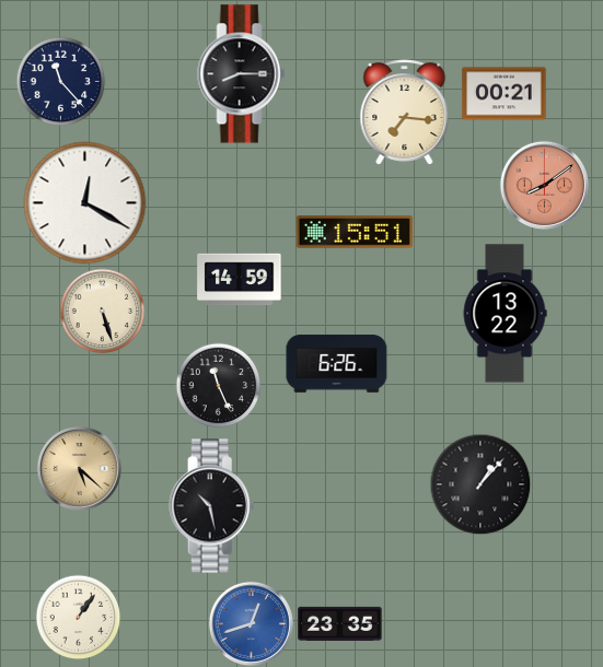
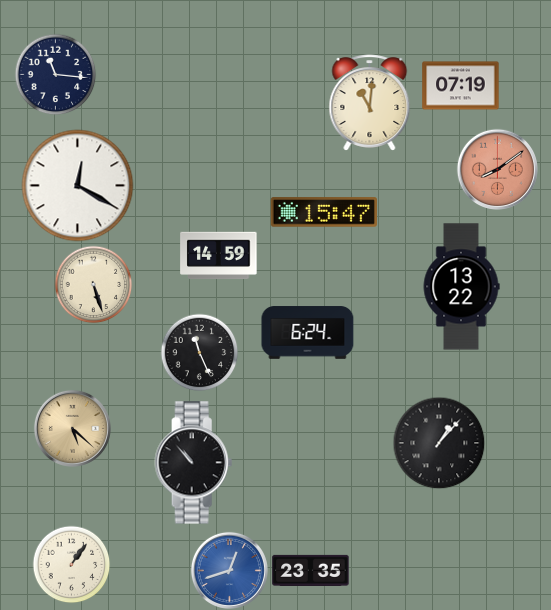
clock at (242, 74): 8:15 -> none
clock at (60, 81): 11:23 -> 11:16
clock at (505, 94): 00:21 -> 07:19
clock at (405, 113): 7:16 -> 11:01
clock at (353, 232): 15:51 -> 15:47
clock at (337, 364): 6:26 -> 6:24
clock at (212, 506): 10:28 -> 10:53
